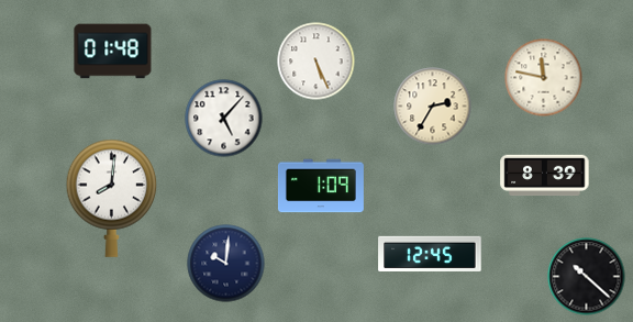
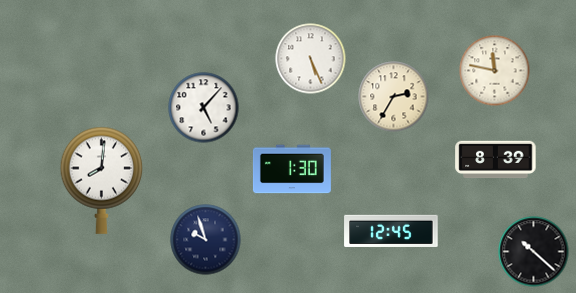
clock at (113, 52): 01:48 -> none
clock at (316, 62) position: (316, 62) -> (311, 59)
clock at (321, 186): 1:09 -> 1:30
clock at (226, 264): 10:01 -> 9:57
